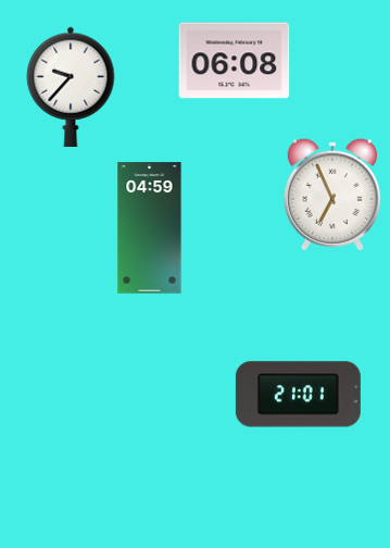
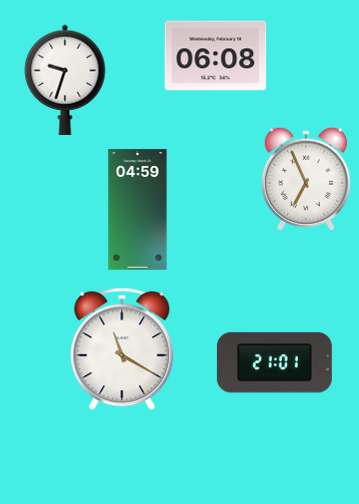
clock at (71, 87): 9:37 -> 9:33
clock at (122, 349): none -> 11:20
